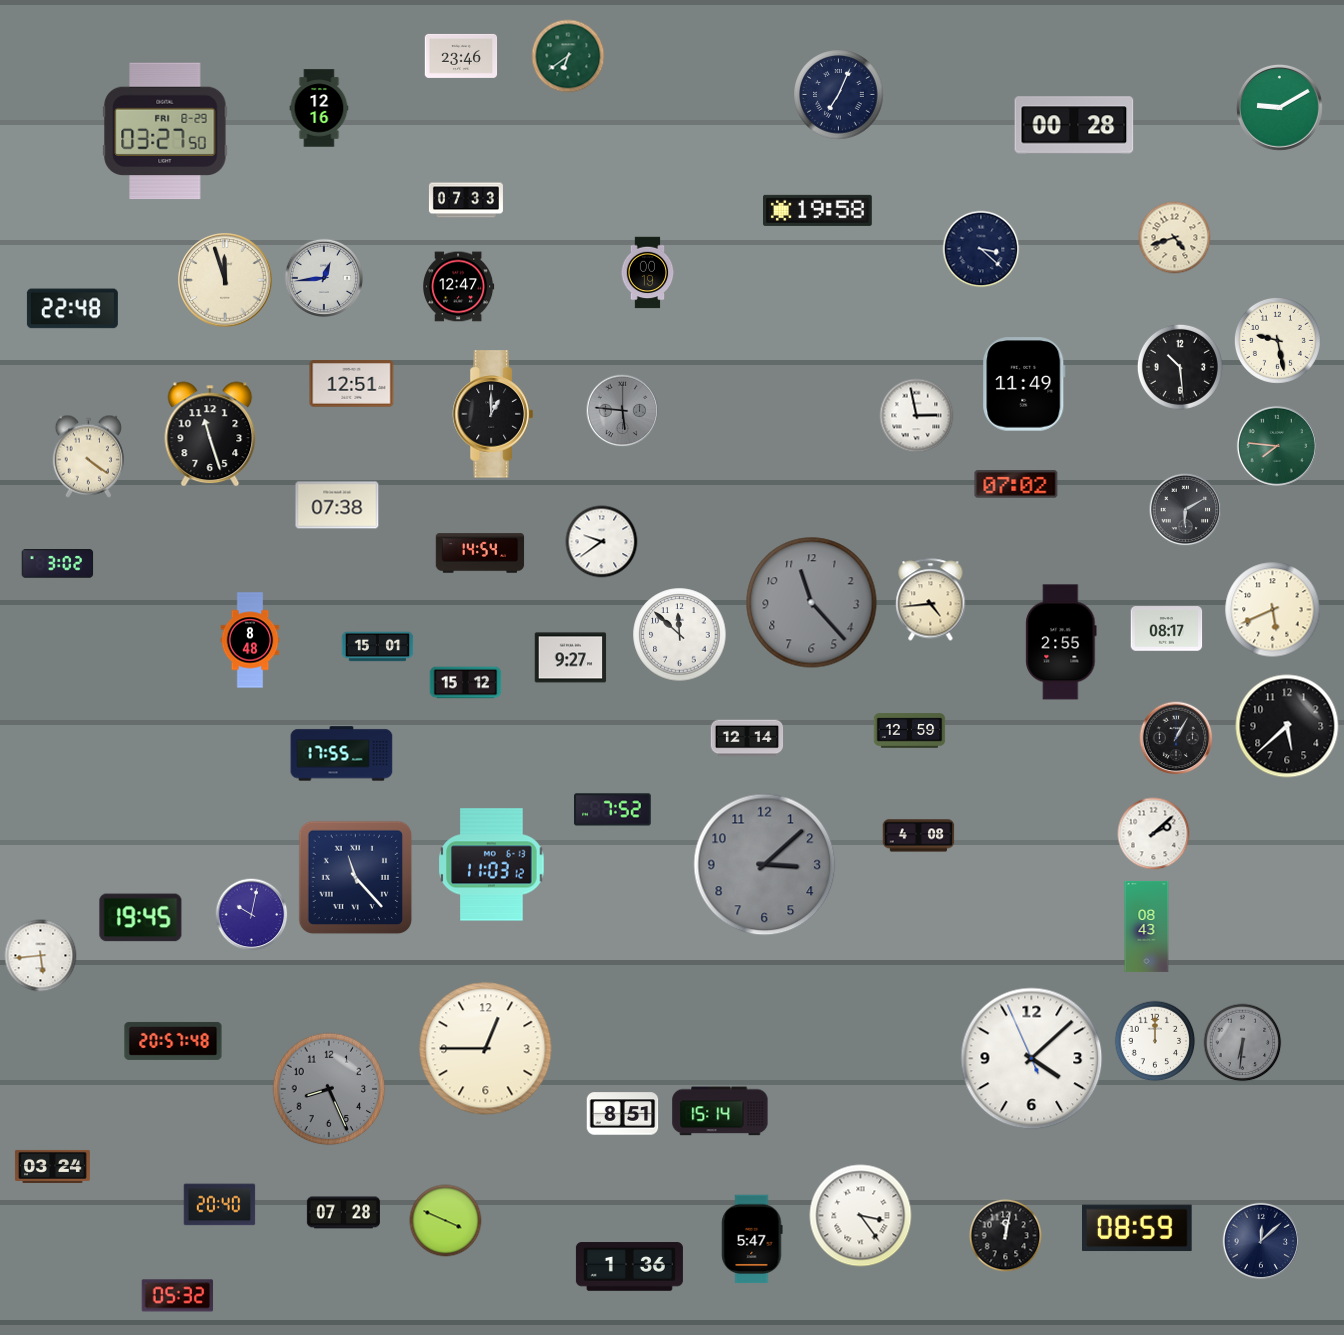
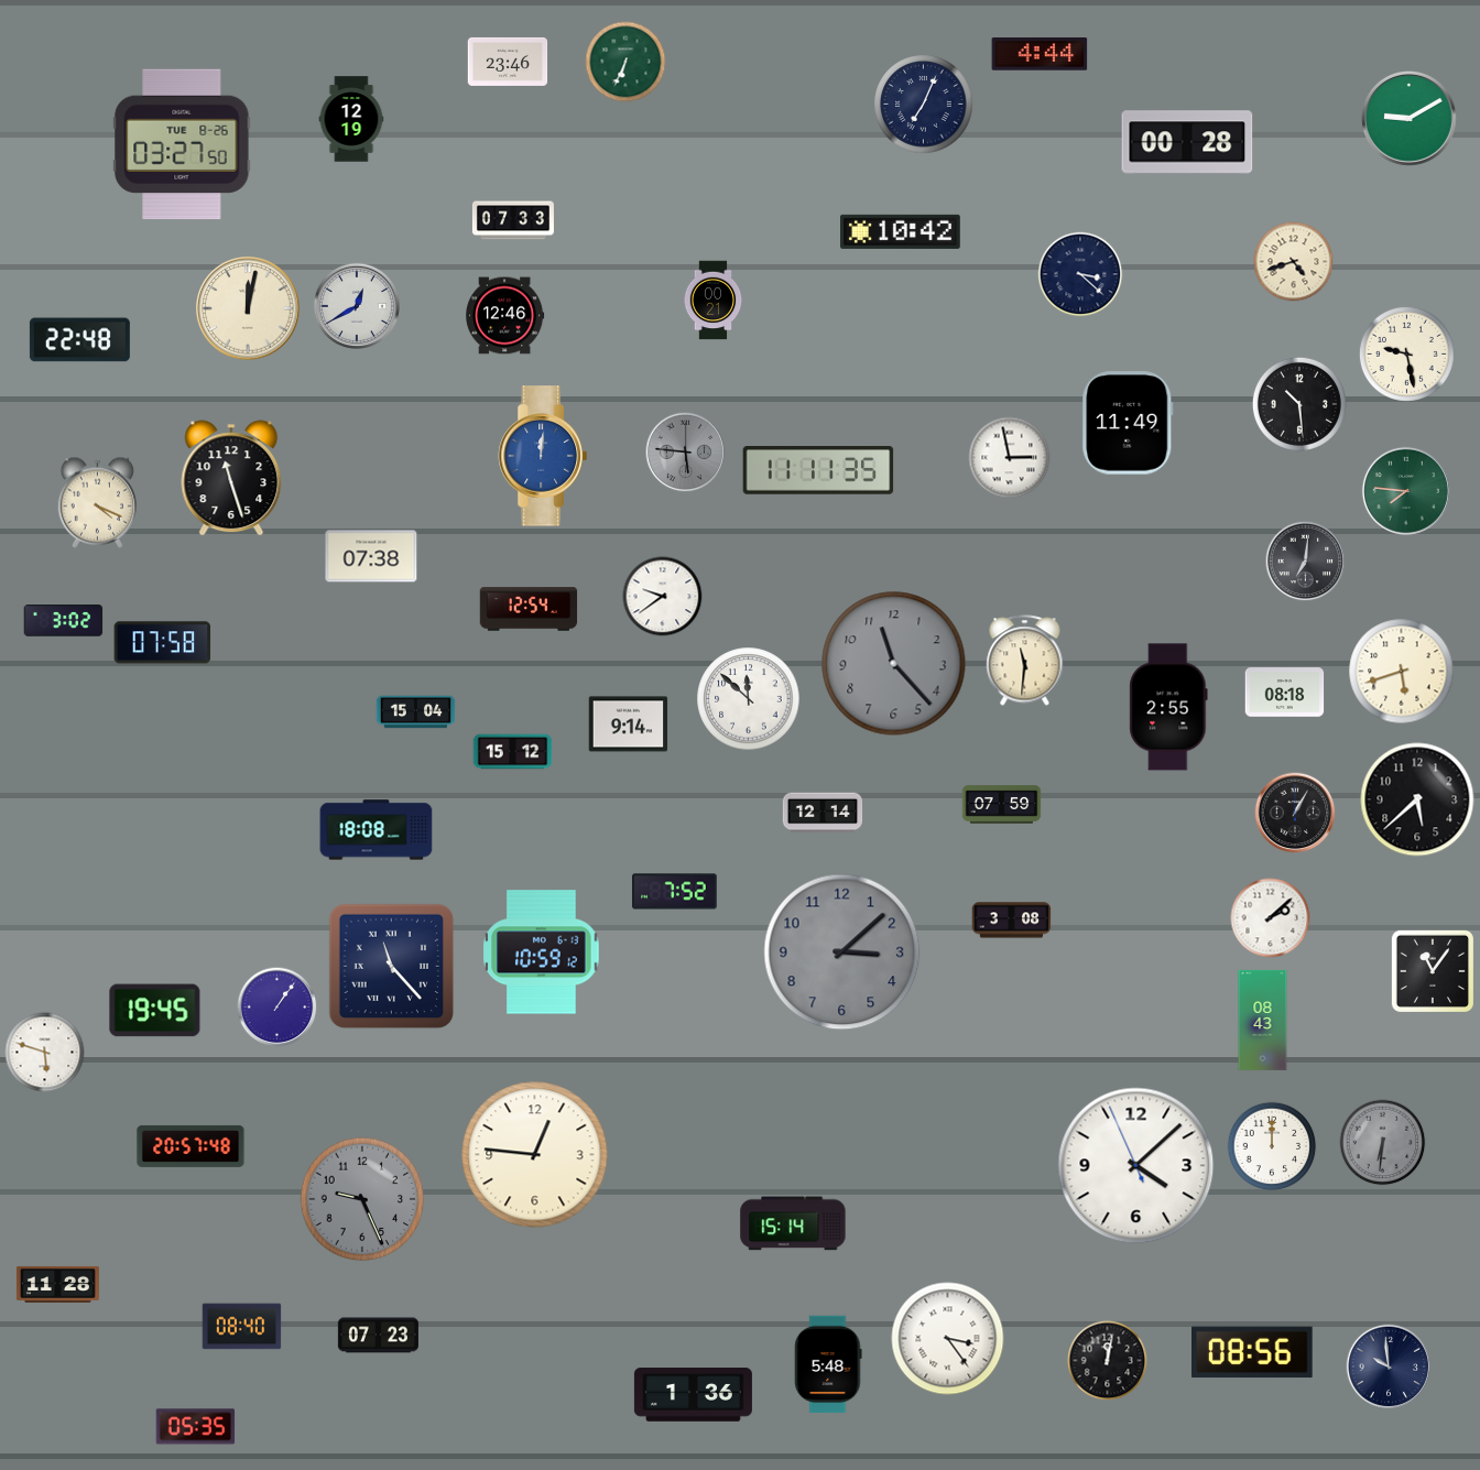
clock at (1040, 54): none -> 4:44
clock at (568, 56): 6:39 -> 6:34
clock at (319, 108): 12:16 -> 12:19
clock at (1074, 125) position: (1074, 125) -> (1187, 142)
clock at (165, 131) date: FRI 8-29 -> TUE 8-26
clock at (818, 210): 19:58 -> 10:42
clock at (648, 273): 00:19 -> 00:21
clock at (323, 277): 12:44 -> 12:40
clock at (225, 280): 11:57 -> 12:02
clock at (459, 287): 12:47 -> 12:46
clock at (1277, 340) position: (1277, 340) -> (1406, 353)
clock at (352, 384): 12:51 -> none
clock at (493, 414): 1:00 -> 12:01
clock at (493, 414) dial: black -> blue
clock at (818, 470): none -> 11:11
clock at (89, 456): 4:21 -> 4:19
clock at (1016, 484): 07:02 -> none
clock at (1186, 510): 6:10 -> 7:01
clock at (480, 553): 14:54 -> 12:54
clock at (163, 643): none -> 07:58
clock at (931, 600): 4:44 -> 11:31
clock at (1273, 610): 5:41 -> 5:42
clock at (1167, 629): 08:17 -> 08:18
clock at (250, 640): 8:48 -> none
clock at (378, 647): 15:01 -> 15:04
clock at (571, 658): 9:27 -> 9:14
clock at (910, 731): 12:59 -> 07:59
clock at (342, 754): 17:55 -> 18:08
clock at (919, 836): 4:08 -> 3:08
clock at (492, 865): 11:03 -> 10:59
clock at (1433, 971): none -> 11:06
clock at (252, 915): 10:02 -> 1:06
clock at (41, 956): 5:44 -> 5:48
clock at (1243, 1043) position: (1243, 1043) -> (1383, 1143)
clock at (486, 1049): 12:45 -> 12:46
clock at (329, 1089): 8:26 -> 9:26
clock at (623, 1114): 8:51 -> none
clock at (52, 1166): 03:24 -> 11:28
clock at (220, 1205): 20:40 -> 08:40
clock at (343, 1213): 07:28 -> 07:23
clock at (446, 1221): 3:49 -> none
clock at (1138, 1228): 08:59 -> 08:56
clock at (752, 1239): 5:47 -> 5:48
clock at (1261, 1241): 12:08 -> 9:59
clock at (178, 1296): 05:32 -> 05:35
